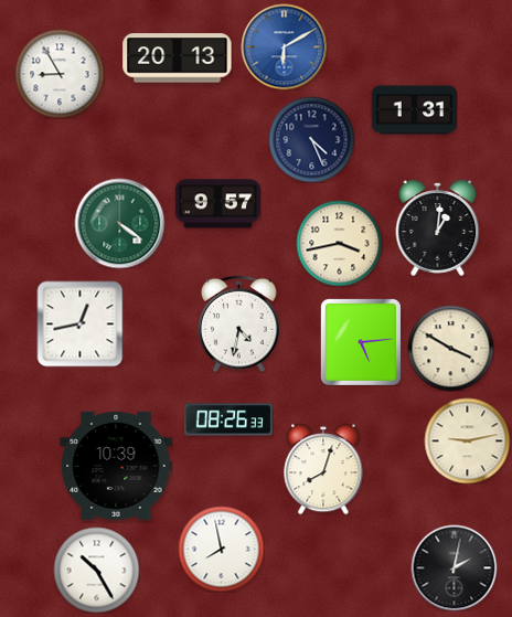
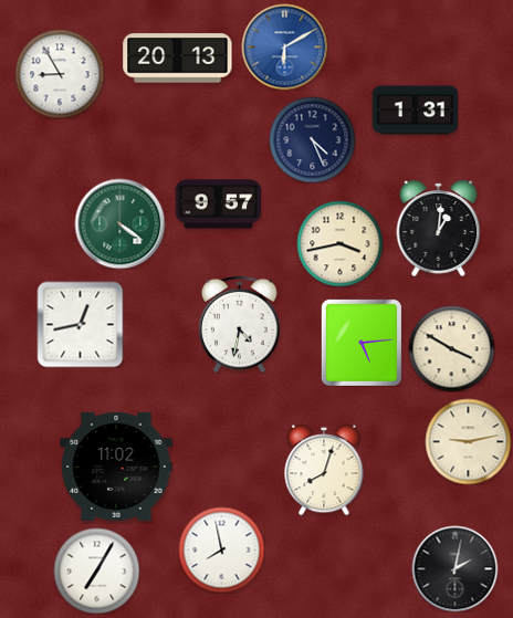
clock at (228, 419): 08:26 -> none
clock at (116, 466): 10:39 -> 11:02
clock at (96, 570): 10:25 -> 7:05
